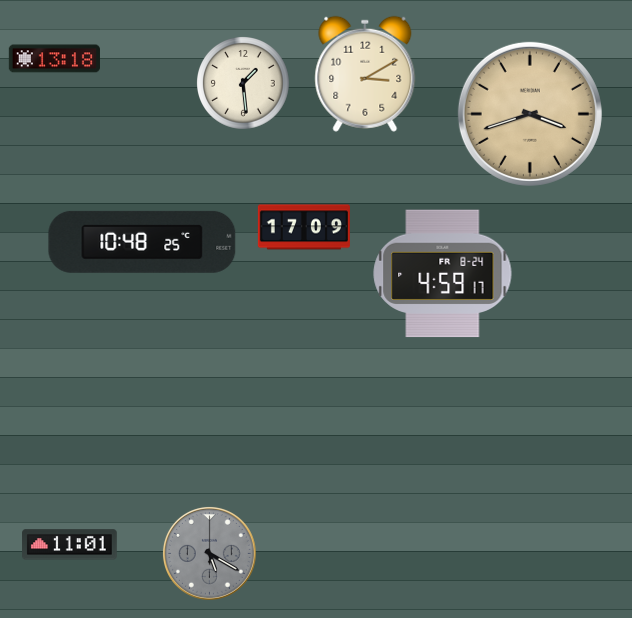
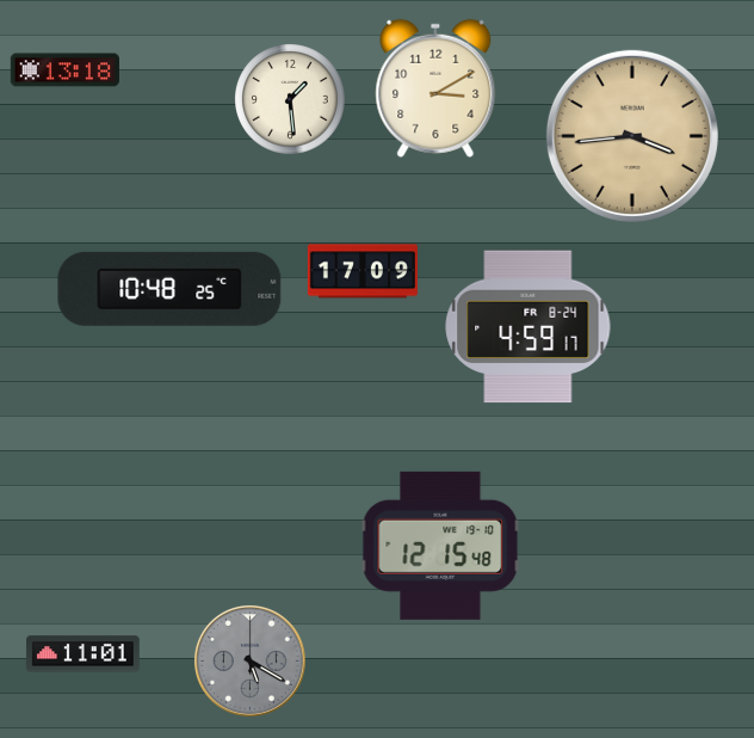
clock at (530, 114): 3:42 -> 3:44
clock at (440, 546): none -> 12:15
clock at (70, 545) position: (70, 545) -> (84, 654)
